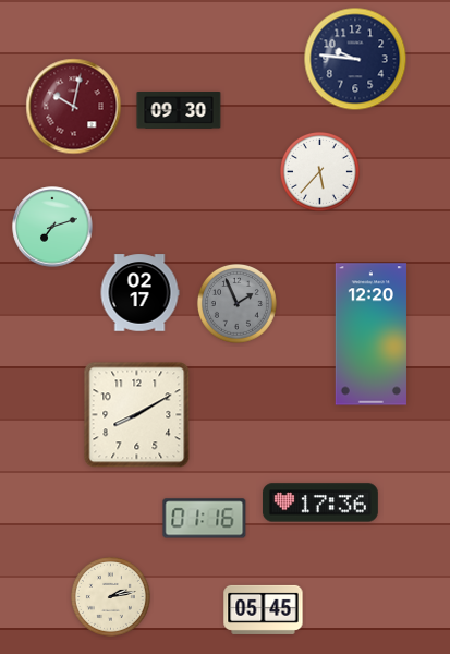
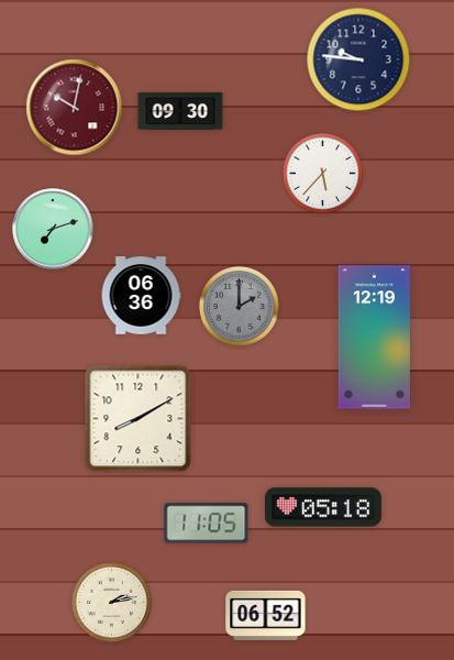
clock at (139, 293): 02:17 -> 06:36
clock at (236, 303): 1:56 -> 2:00
clock at (370, 335): 12:20 -> 12:19
clock at (320, 502): 17:36 -> 05:18
clock at (205, 519): 01:16 -> 11:05
clock at (264, 609): 05:45 -> 06:52
